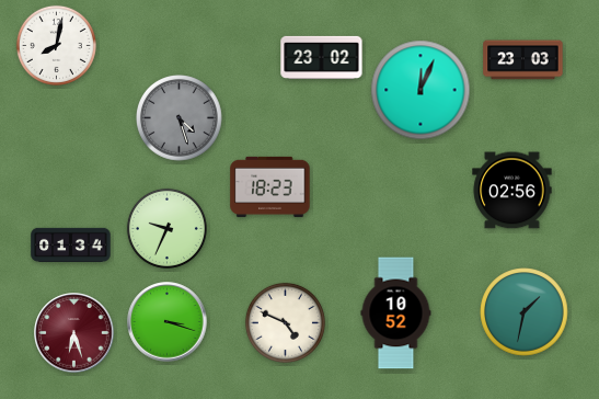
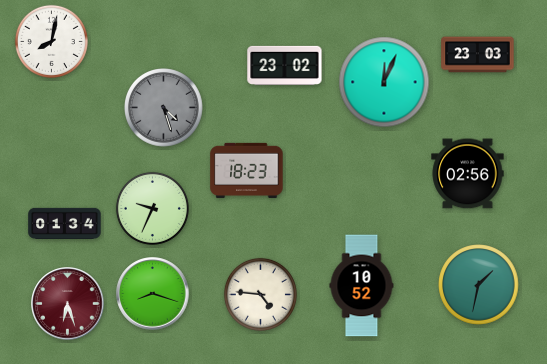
clock at (322, 57) position: (322, 57) -> (285, 65)
clock at (168, 322): 3:18 -> 8:18
clock at (285, 322): 4:49 -> 4:46
